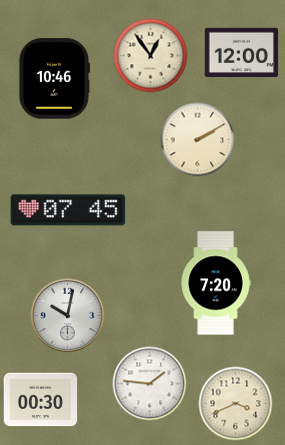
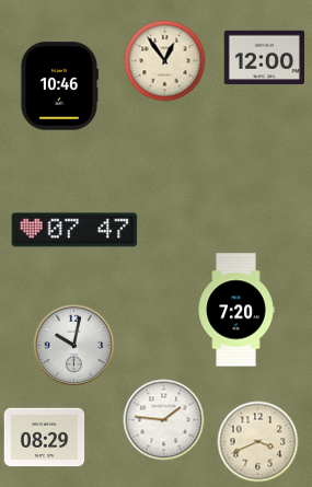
clock at (198, 140): 2:10 -> none
clock at (68, 210): 07:45 -> 07:47
clock at (41, 400): 00:30 -> 08:29
